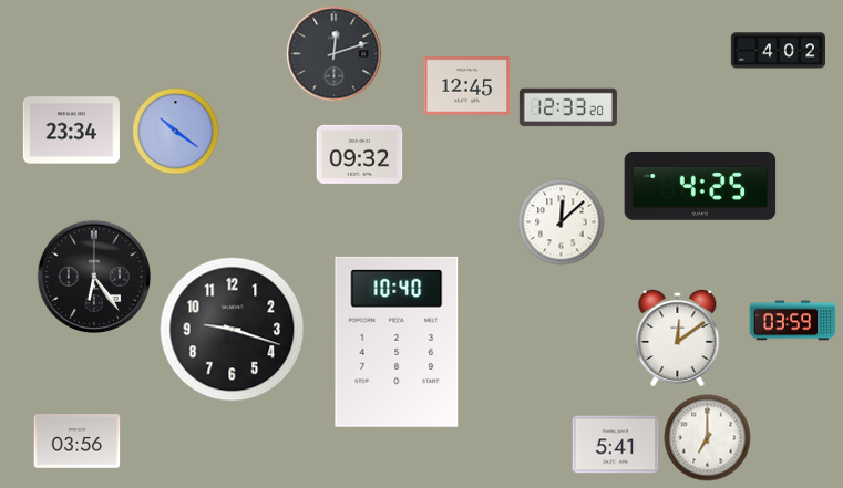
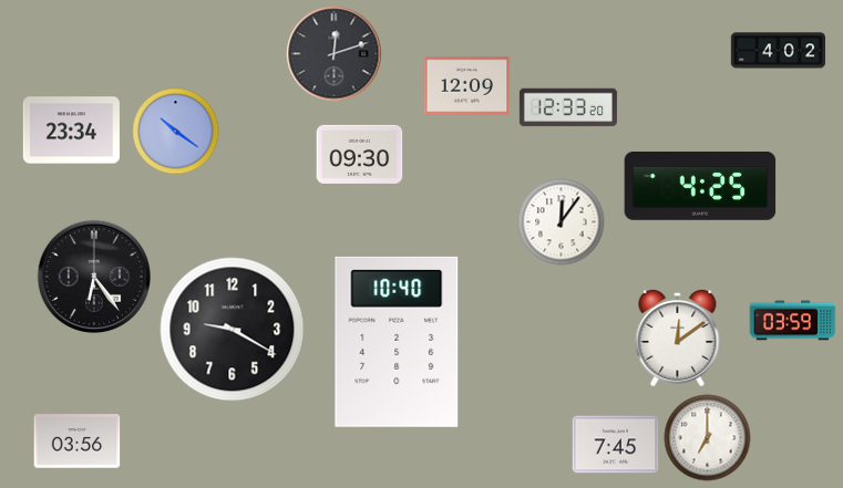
clock at (466, 86): 12:45 -> 12:09
clock at (359, 154): 09:32 -> 09:30
clock at (561, 221): 12:08 -> 12:06
clock at (233, 330): 9:18 -> 9:20
clock at (615, 445): 5:41 -> 7:45
